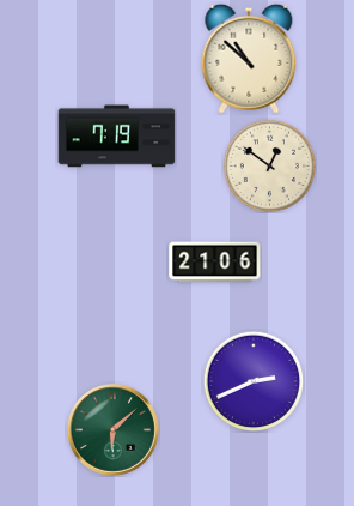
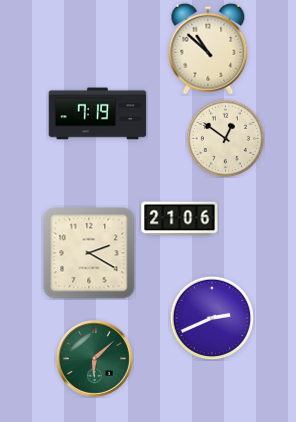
clock at (89, 253): none -> 2:20
